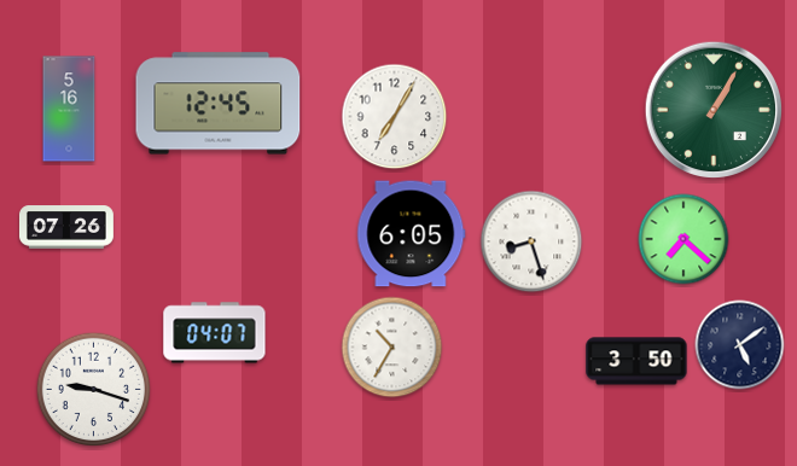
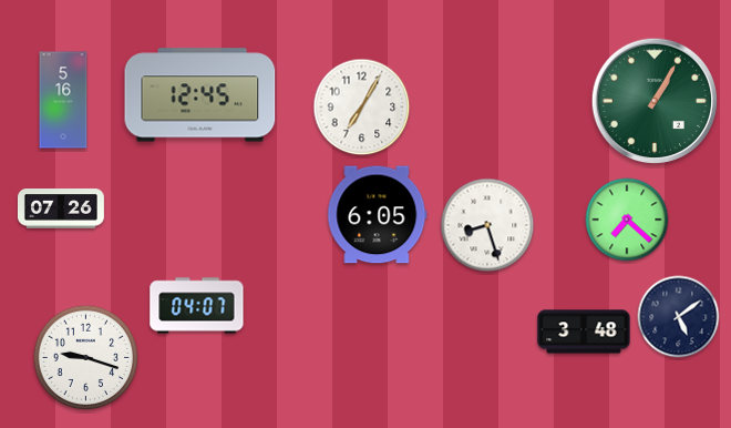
clock at (531, 241) position: (531, 241) -> (487, 225)
clock at (392, 348): 10:35 -> none
clock at (636, 361): 3:50 -> 3:48
